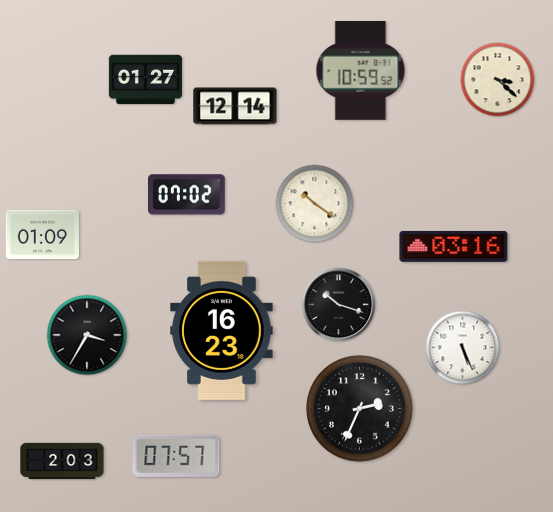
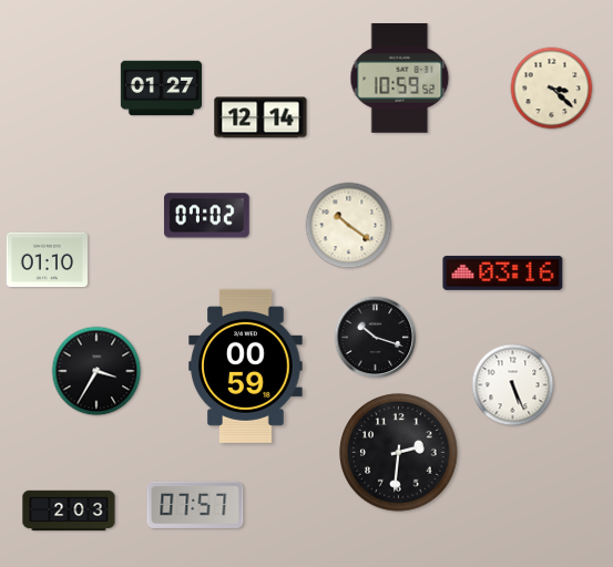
clock at (42, 235): 01:09 -> 01:10
clock at (222, 330): 16:23 -> 00:59
clock at (360, 409): 2:34 -> 2:31
